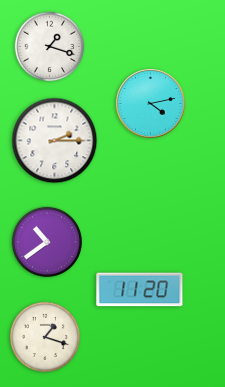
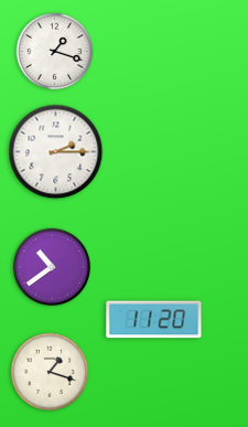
clock at (151, 104): 4:13 -> none
clock at (55, 141) position: (55, 141) -> (56, 152)
